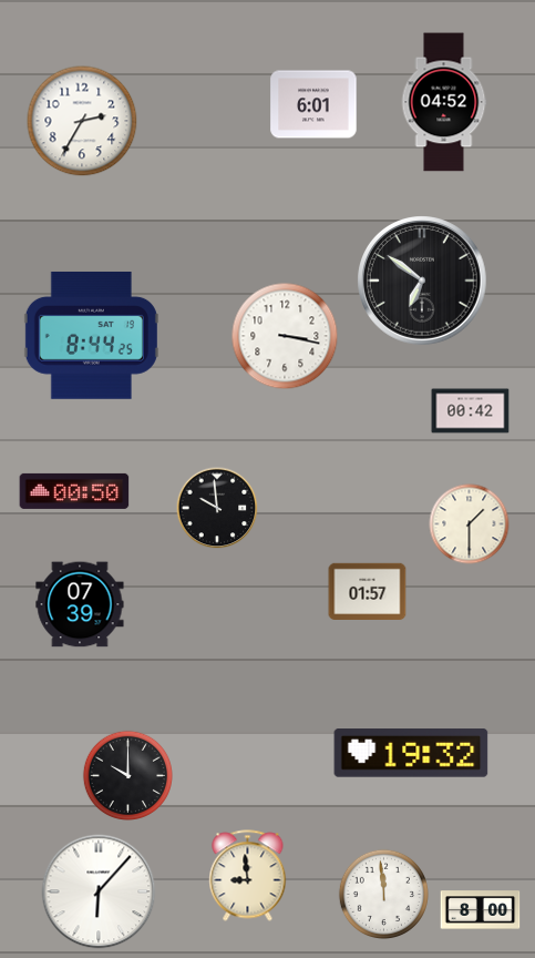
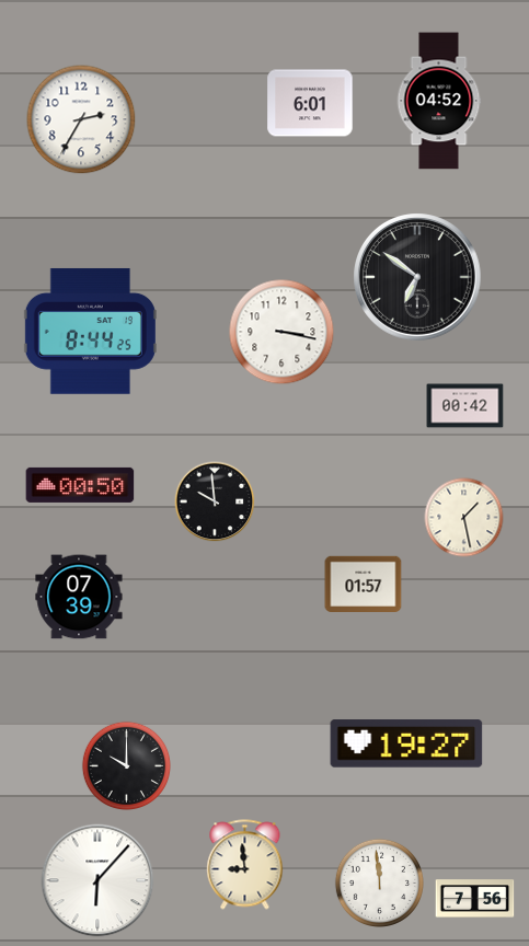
clock at (74, 491) position: (74, 491) -> (80, 485)
clock at (470, 524): 1:30 -> 1:28
clock at (411, 753): 19:32 -> 19:27
clock at (481, 910): 8:00 -> 7:56
